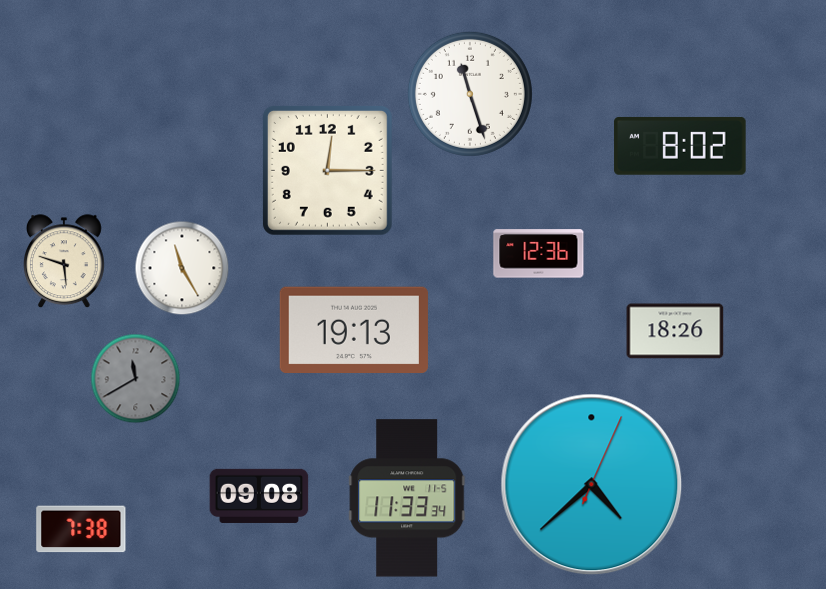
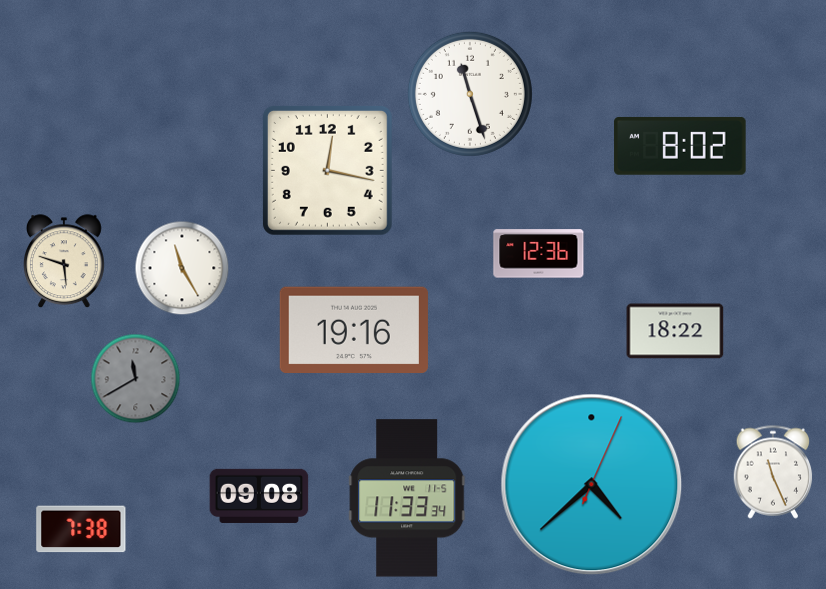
clock at (327, 170): 12:15 -> 12:17
clock at (354, 329): 19:13 -> 19:16
clock at (675, 331): 18:26 -> 18:22
clock at (773, 472): none -> 11:26
